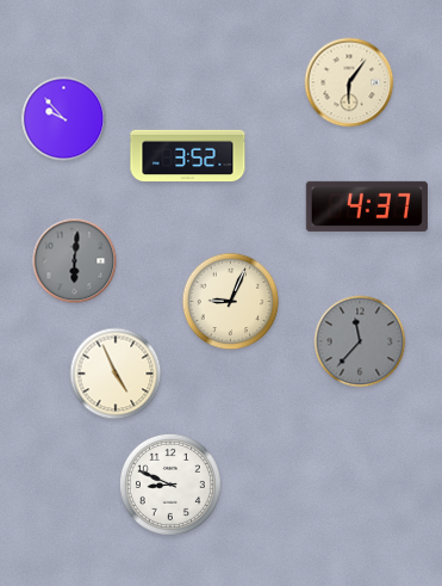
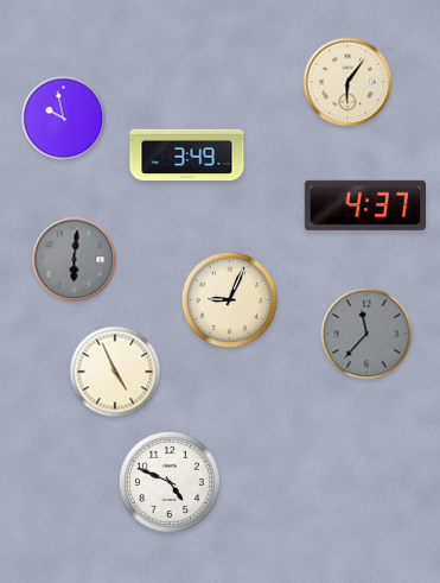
clock at (64, 119): 9:53 -> 9:58
clock at (188, 155): 3:52 -> 3:49
clock at (360, 341) position: (360, 341) -> (366, 334)
clock at (170, 485): 8:49 -> 4:49
